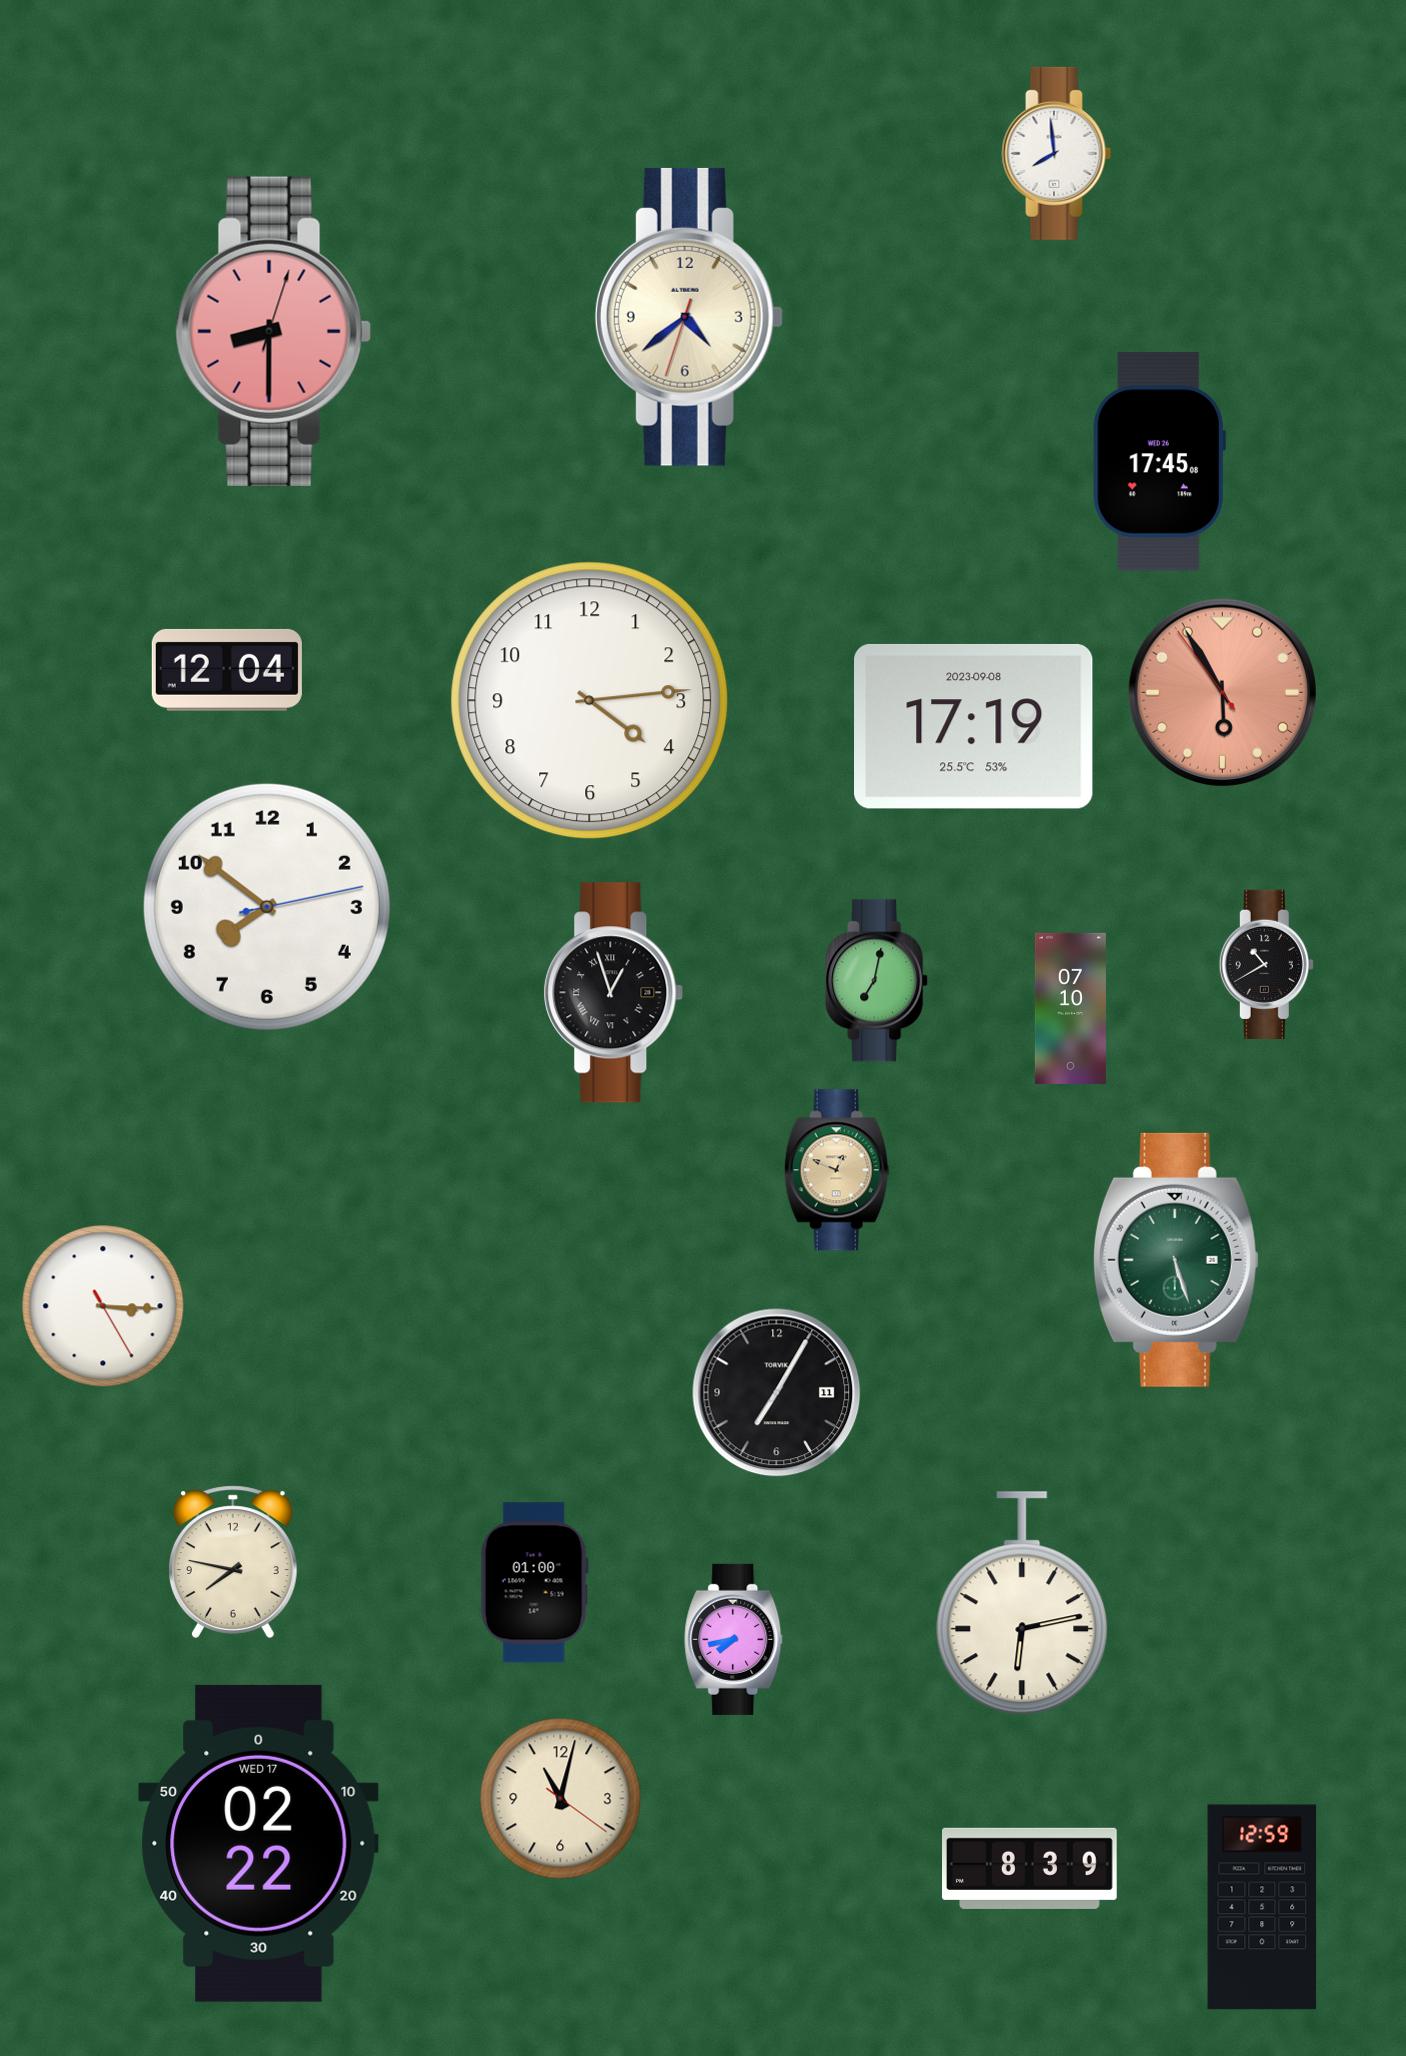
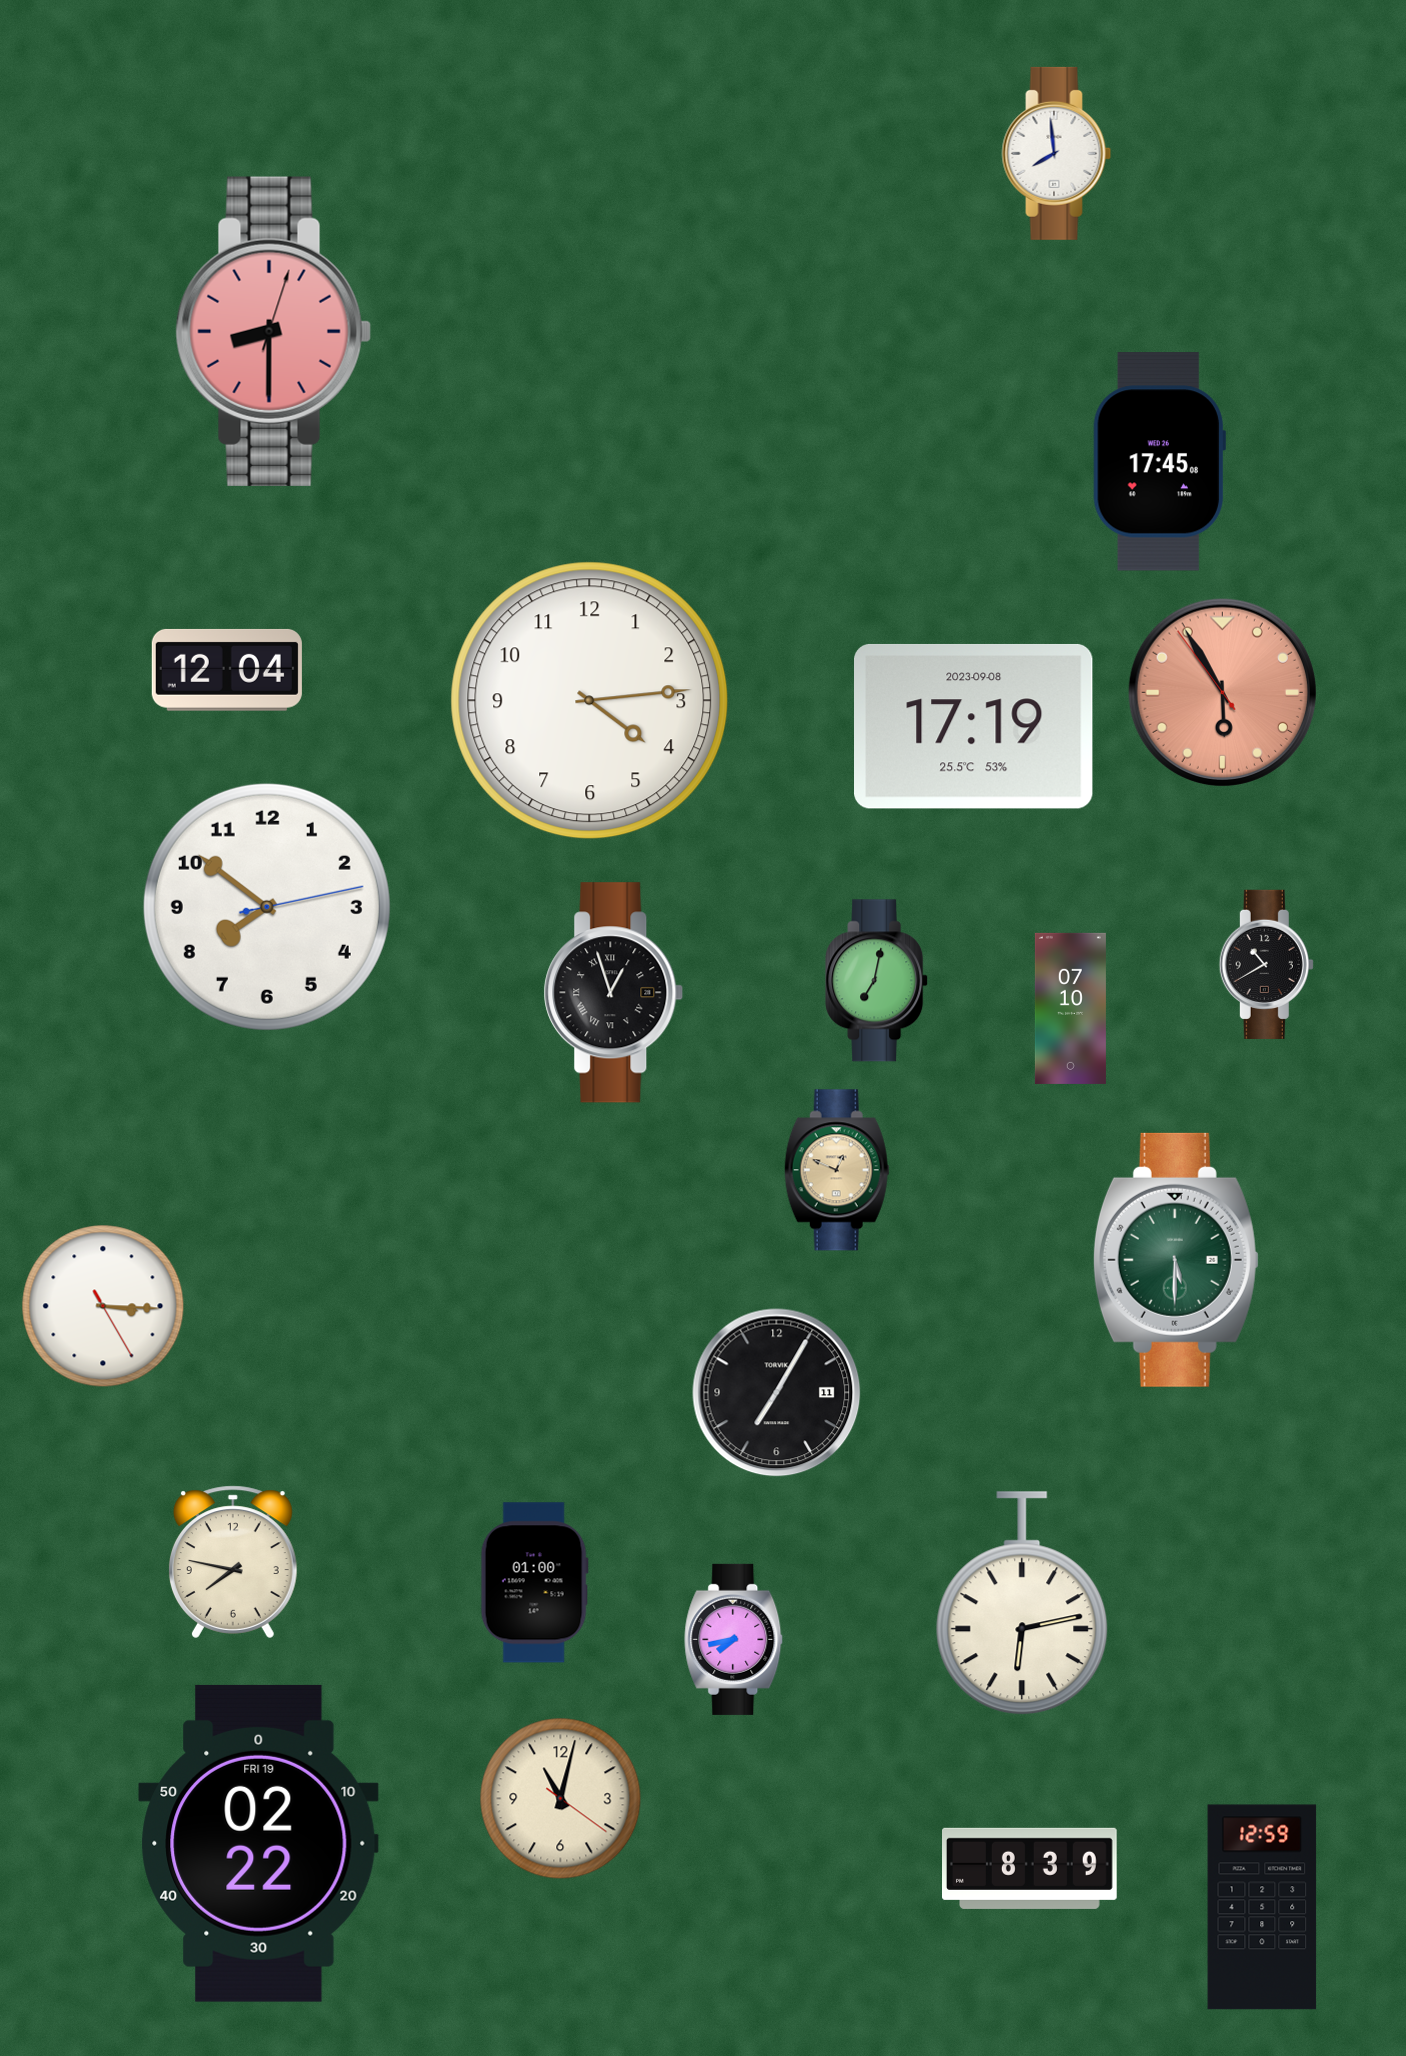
clock at (689, 317): 4:38 -> none
clock at (1176, 1260): 5:27 -> 5:30
clock at (259, 1843) date: WED 17 -> FRI 19
